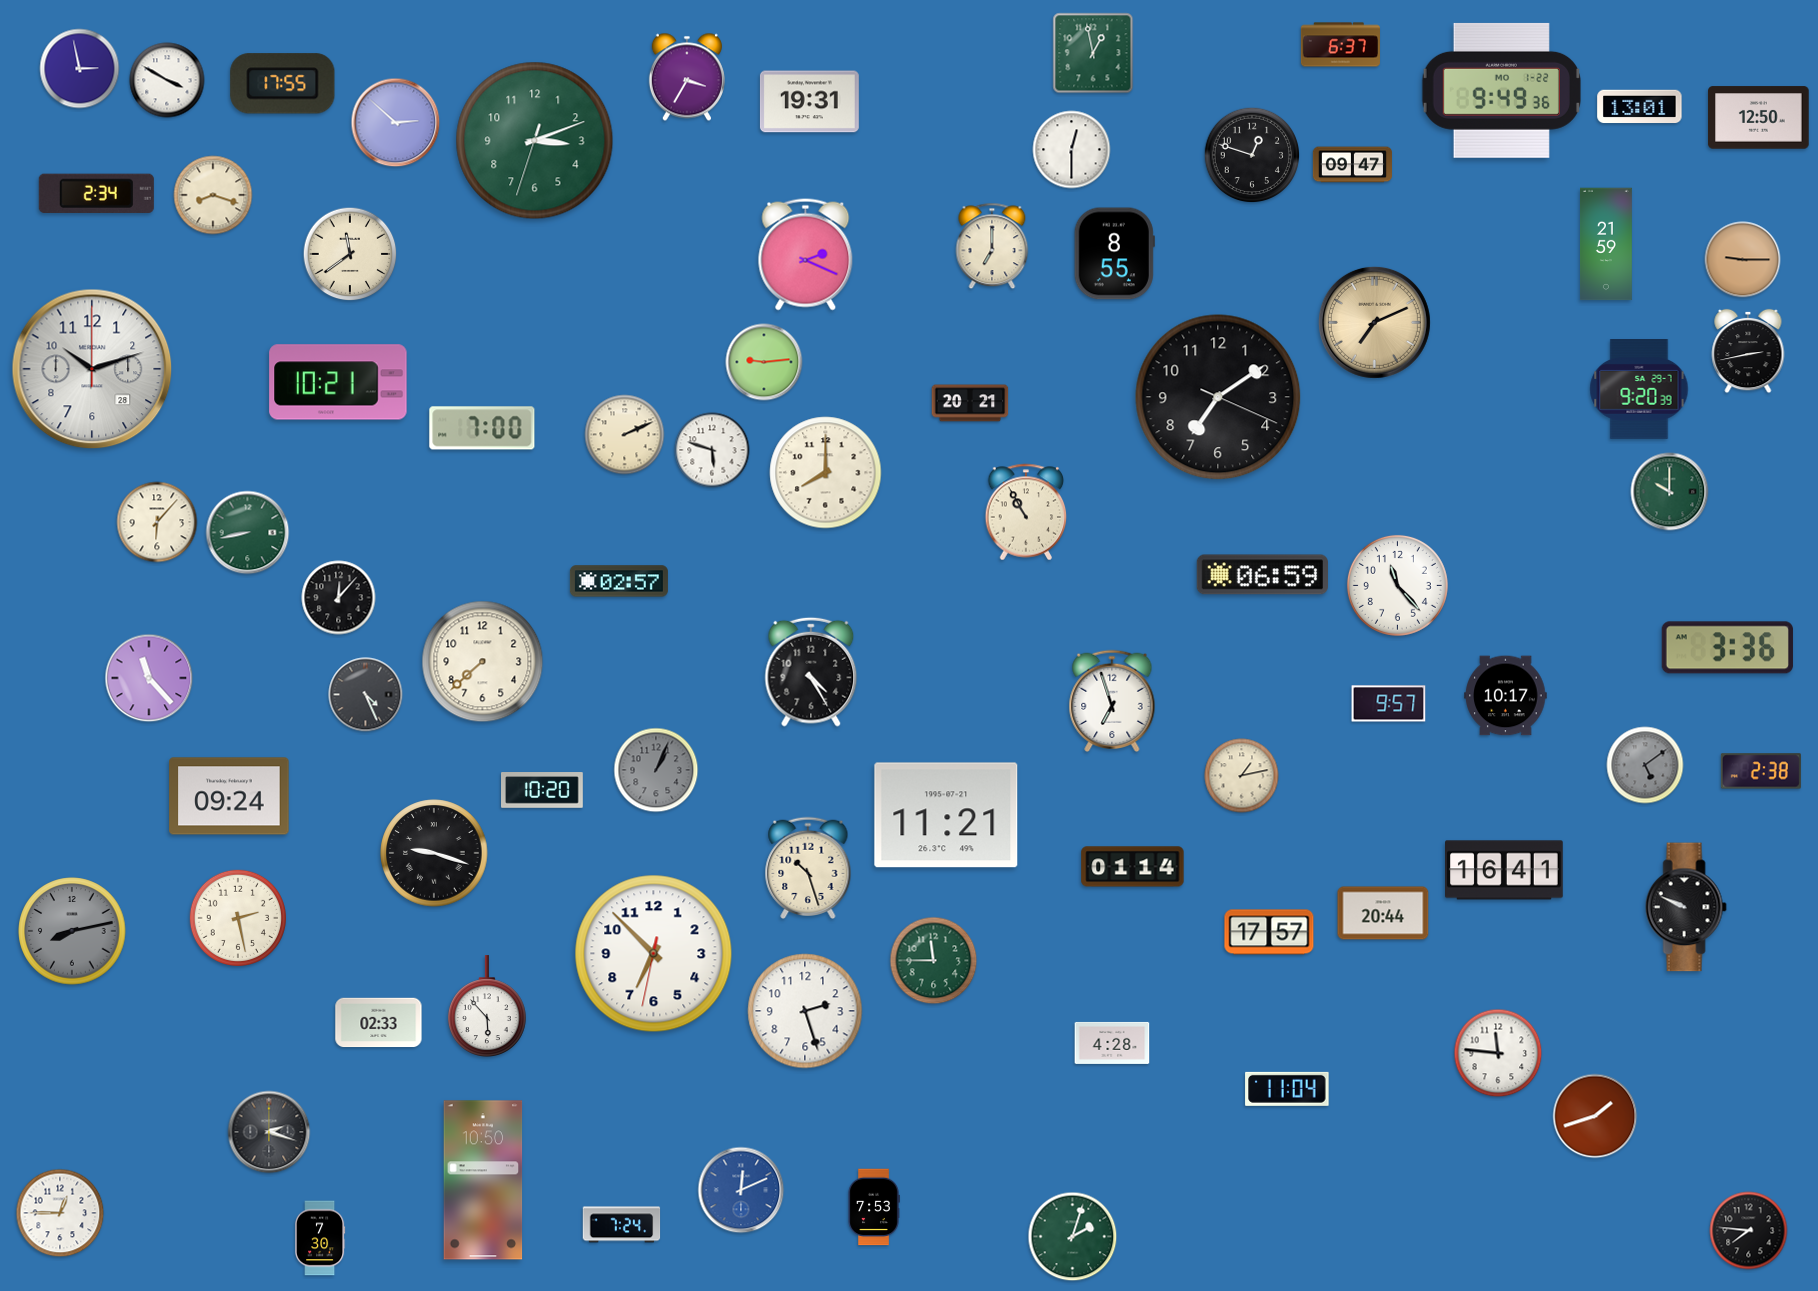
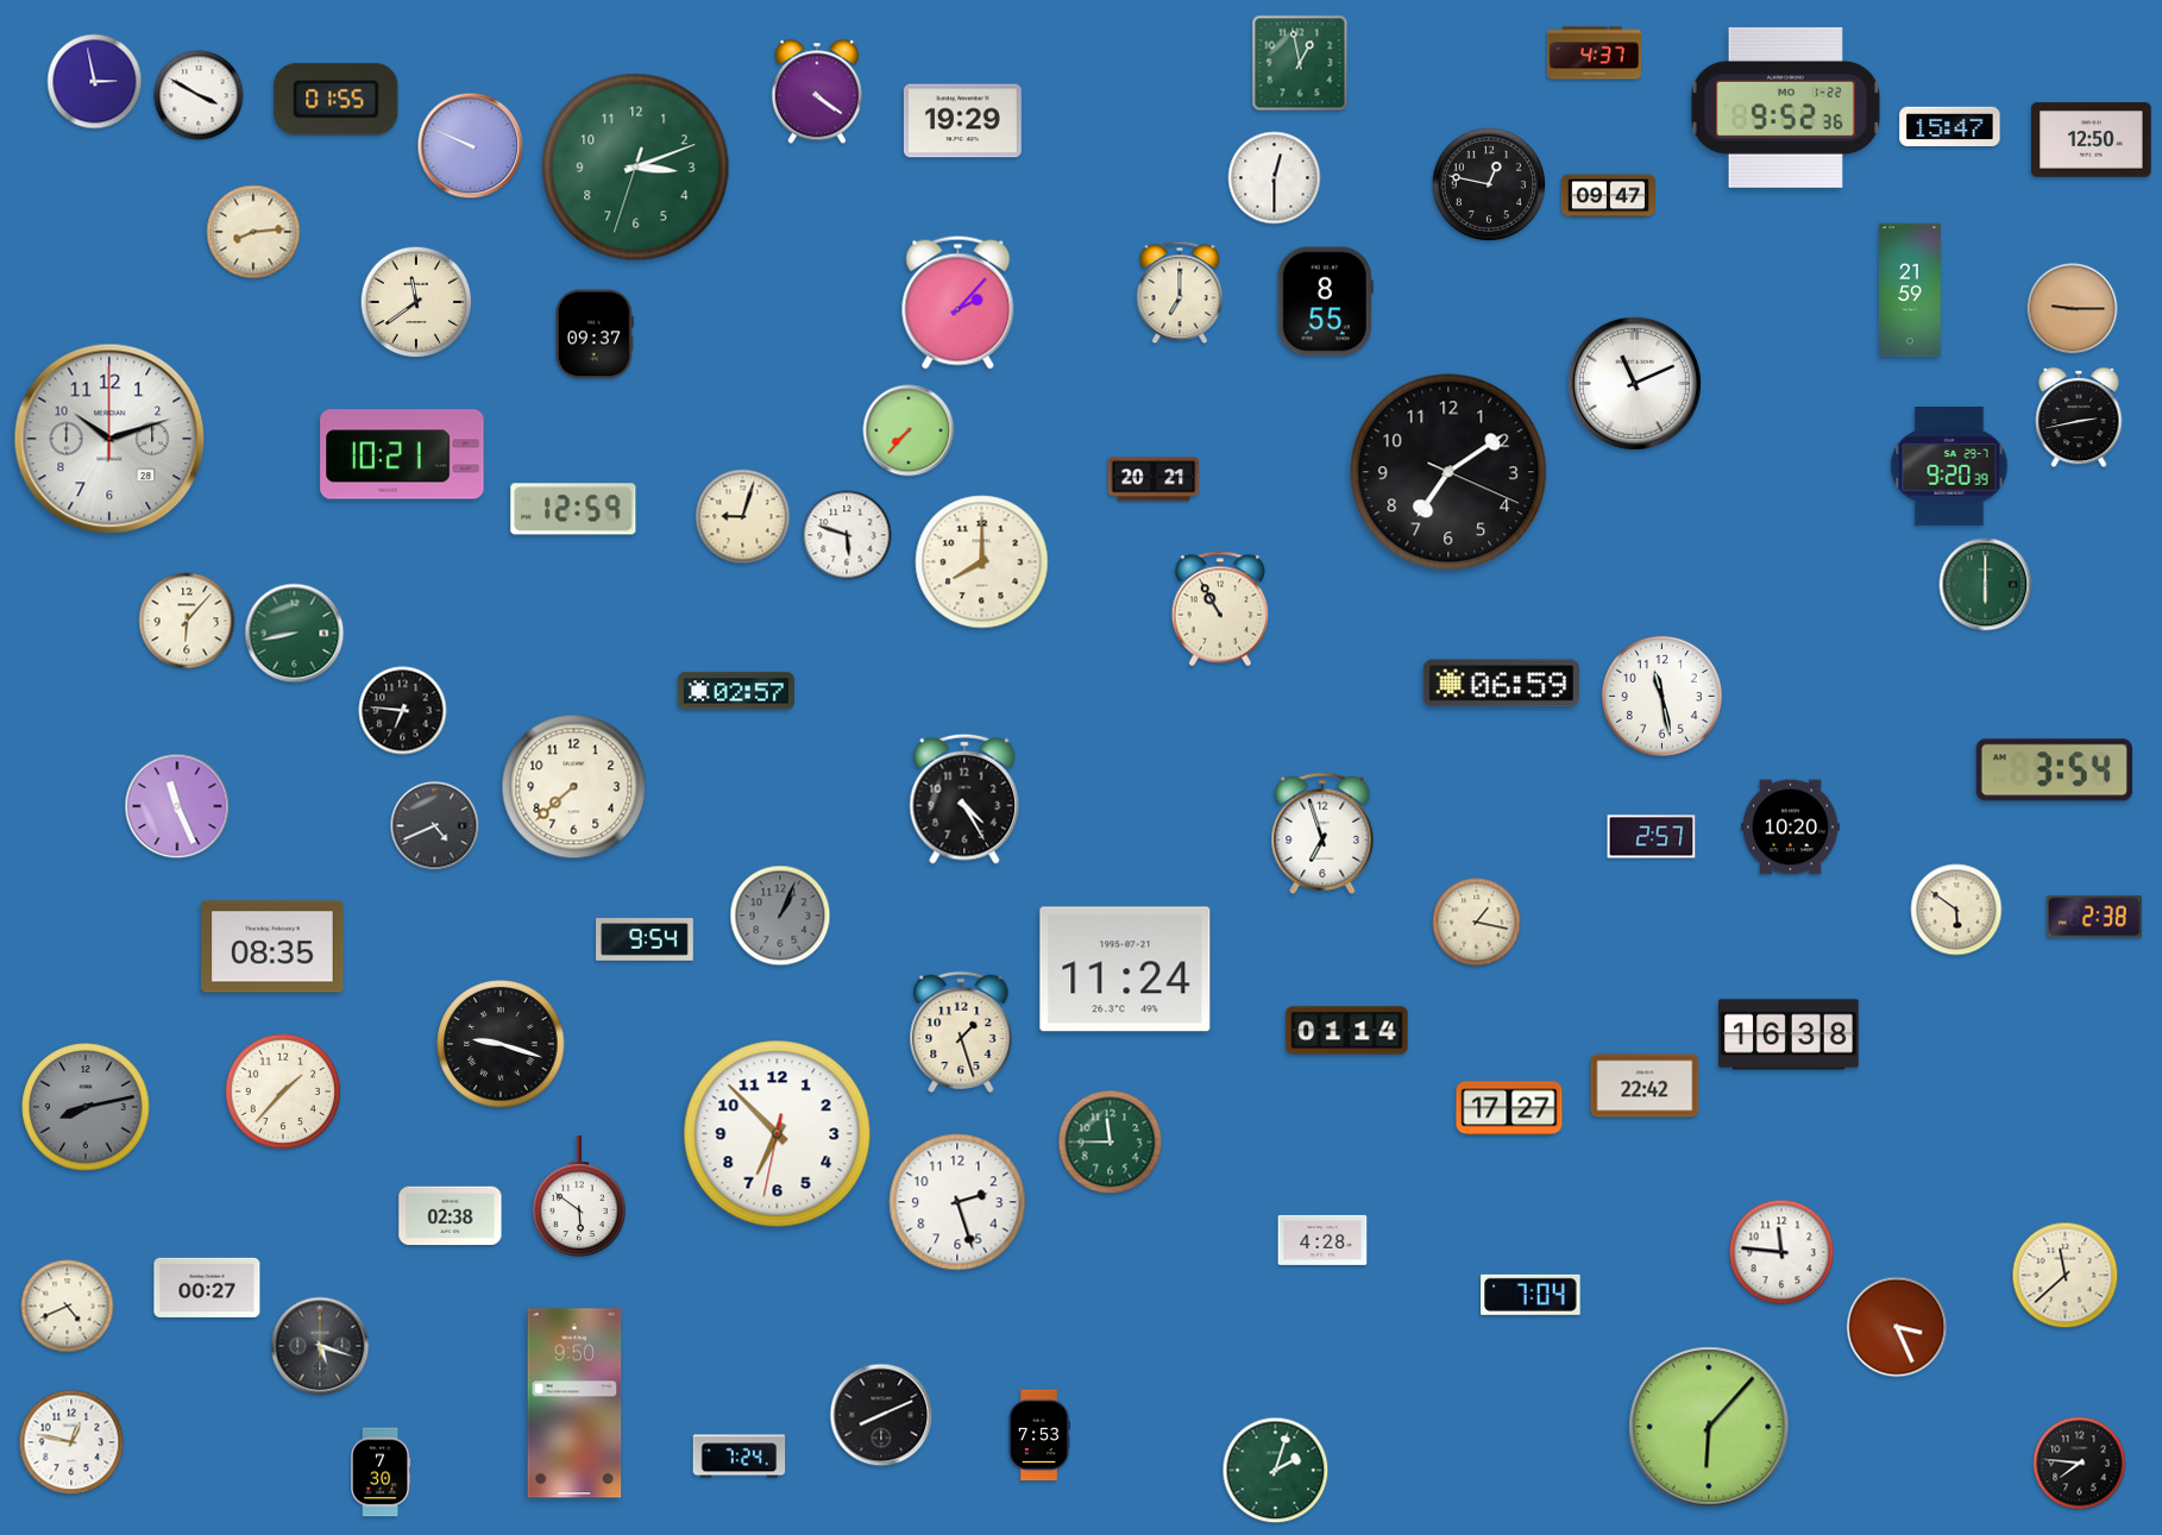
clock at (1340, 45): 6:37 -> 4:37
clock at (687, 77): 3:35 -> 4:21
clock at (283, 84): 17:55 -> 01:55
clock at (1501, 90): 9:49 -> 9:52
clock at (809, 102): 19:31 -> 19:29
clock at (1640, 107): 13:01 -> 15:47
clock at (396, 123): 2:52 -> 9:49
clock at (1252, 155): 12:48 -> 12:47
clock at (96, 193): 2:34 -> none
clock at (213, 195): 8:18 -> 8:14
clock at (806, 255): 2:19 -> 2:07
clock at (595, 334): none -> 09:37
clock at (1374, 322): 7:11 -> 11:11
clock at (1374, 322) dial: champagne -> white
clock at (764, 362): 9:14 -> 7:37
clock at (1639, 390) position: (1639, 390) -> (1949, 467)
clock at (482, 428): 7:00 -> 12:59
clock at (625, 435): 2:11 -> 9:03
clock at (1670, 492): 10:00 -> 6:00
clock at (1397, 585): 11:23 -> 11:28
clock at (339, 598): 12:07 -> 6:46
clock at (1727, 648): 3:36 -> 3:54
clock at (149, 678): 11:23 -> 11:26
clock at (366, 695): 4:26 -> 4:41
clock at (1506, 696): 10:17 -> 10:20
clock at (1389, 704): 9:57 -> 2:57
clock at (1645, 765): 5:09 -> 5:51
clock at (1645, 765) dial: grey -> cream
clock at (1242, 776): 1:13 -> 1:17
clock at (543, 790): 10:20 -> 9:54
clock at (229, 796): 09:24 -> 08:35
clock at (946, 815): 11:21 -> 11:24
clock at (434, 853) position: (434, 853) -> (501, 1044)
clock at (808, 867): 10:27 -> 1:27
clock at (1505, 870): 16:41 -> 16:38
clock at (1686, 907): 9:49 -> none
clock at (1383, 913): 20:44 -> 22:42
clock at (238, 918): 2:28 -> 1:37
clock at (1269, 932): 17:57 -> 17:27
clock at (487, 1006): 5:53 -> 5:51
clock at (379, 1023): 02:33 -> 02:38
clock at (2066, 1276): none -> 11:38
clock at (207, 1288): none -> 00:27
clock at (1287, 1089): 11:04 -> 7:04
clock at (68, 1307): none -> 4:41
clock at (1595, 1116): 1:42 -> 3:26
clock at (269, 1132): 2:18 -> 5:18
clock at (483, 1180): 10:50 -> 9:50
clock at (741, 1190): 12:11 -> 8:11
clock at (741, 1190) dial: blue -> black
clock at (1709, 1427): none -> 6:07
clock at (60, 1213): 12:45 -> 12:47
